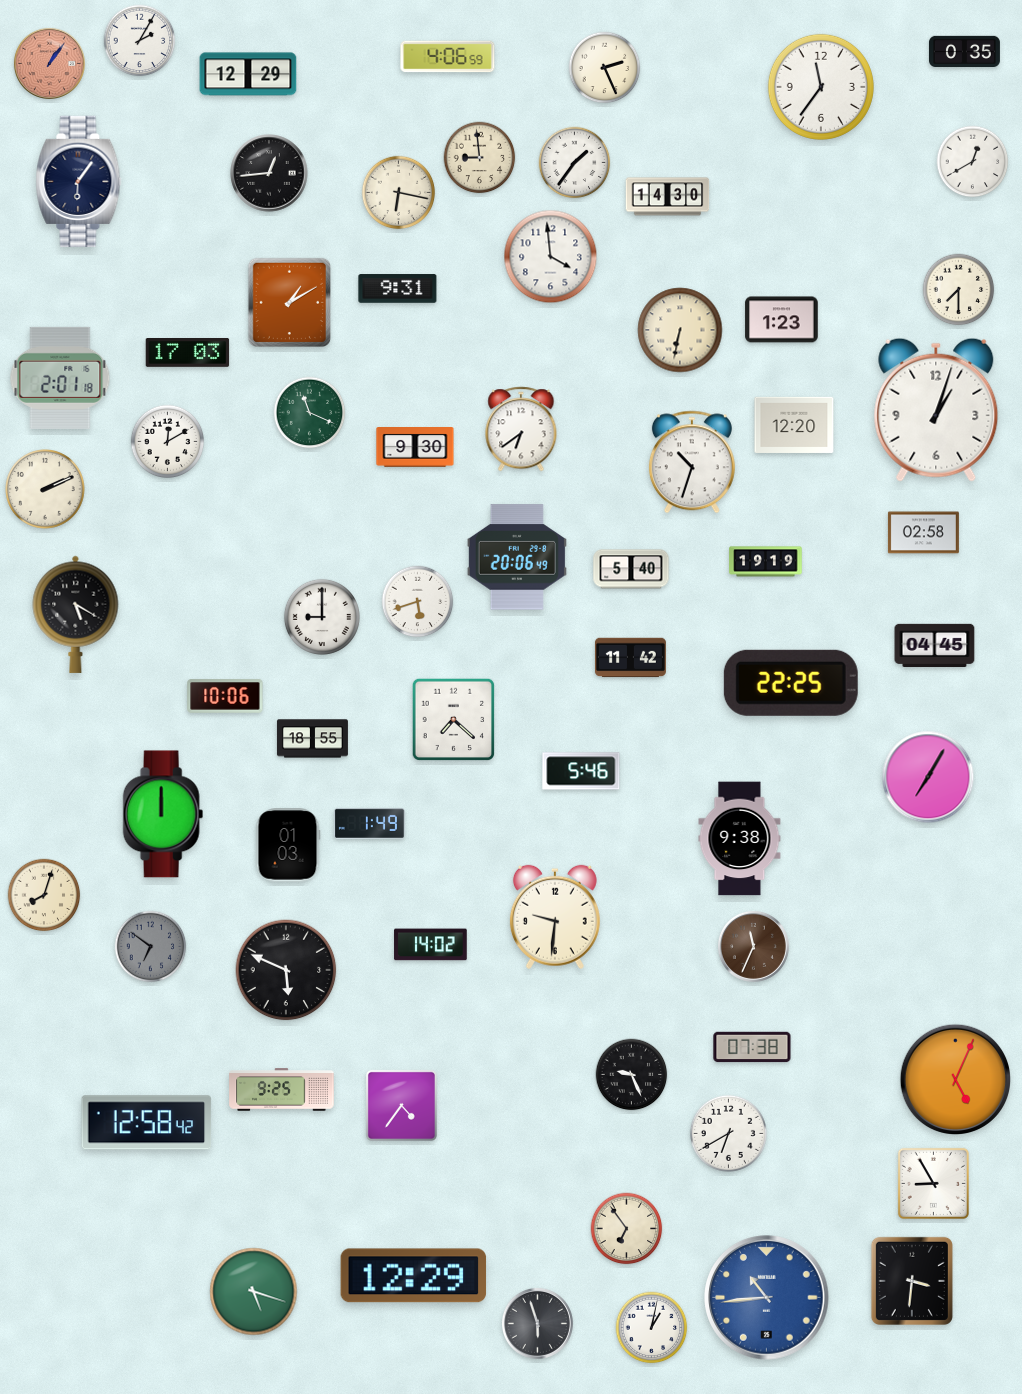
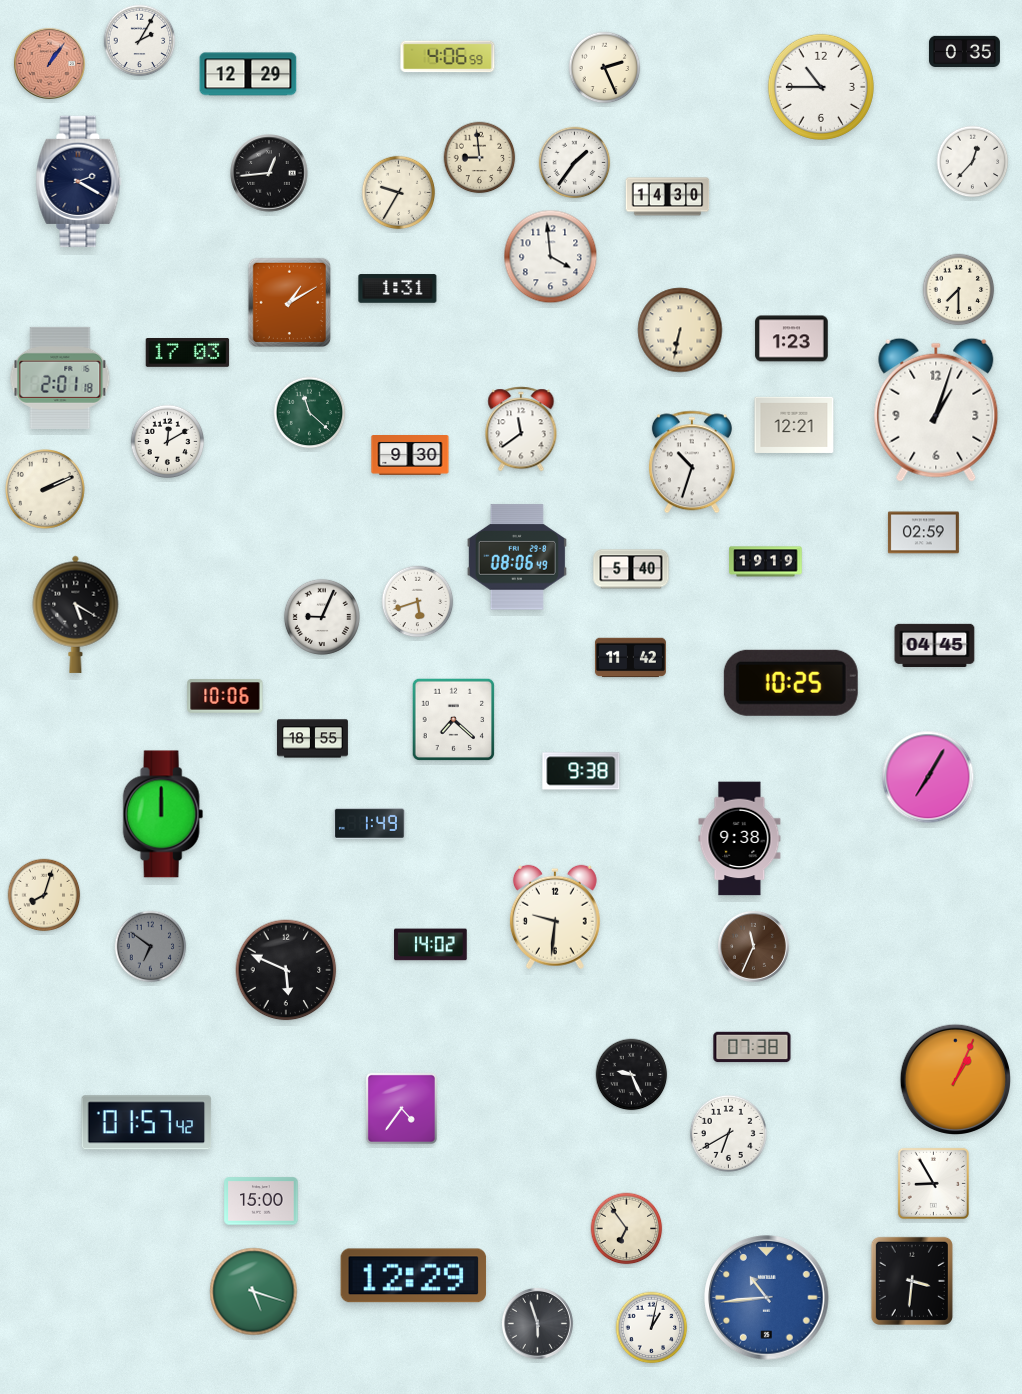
clock at (821, 87): 11:36 -> 10:45
clock at (973, 162): 12:40 -> 12:37
clock at (79, 181): 6:06 -> 2:20
clock at (399, 193): 6:17 -> 9:35
clock at (398, 289): 9:31 -> 1:31
clock at (782, 320) position: (782, 320) -> (792, 339)
clock at (310, 413): 11:19 -> 11:22
clock at (794, 425): 12:20 -> 12:21
clock at (521, 429): 6:39 -> 11:39
clock at (415, 448) position: (415, 448) -> (410, 456)
clock at (923, 533): 02:58 -> 02:59
clock at (517, 557): 20:06 -> 08:06
clock at (322, 617): 9:00 -> 9:04
clock at (791, 683): 22:25 -> 10:25
clock at (581, 771): 5:46 -> 9:38
clock at (288, 845): 01:03 -> none
clock at (955, 1079): 5:04 -> 1:04
clock at (282, 1090): 9:25 -> none
clock at (401, 1105) position: (401, 1105) -> (401, 1108)
clock at (147, 1123): 12:58 -> 01:57
clock at (261, 1201): none -> 15:00
